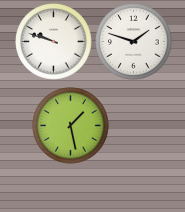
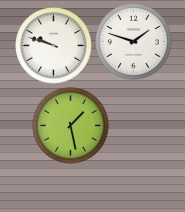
clock at (54, 42) position: (54, 42) -> (54, 46)
